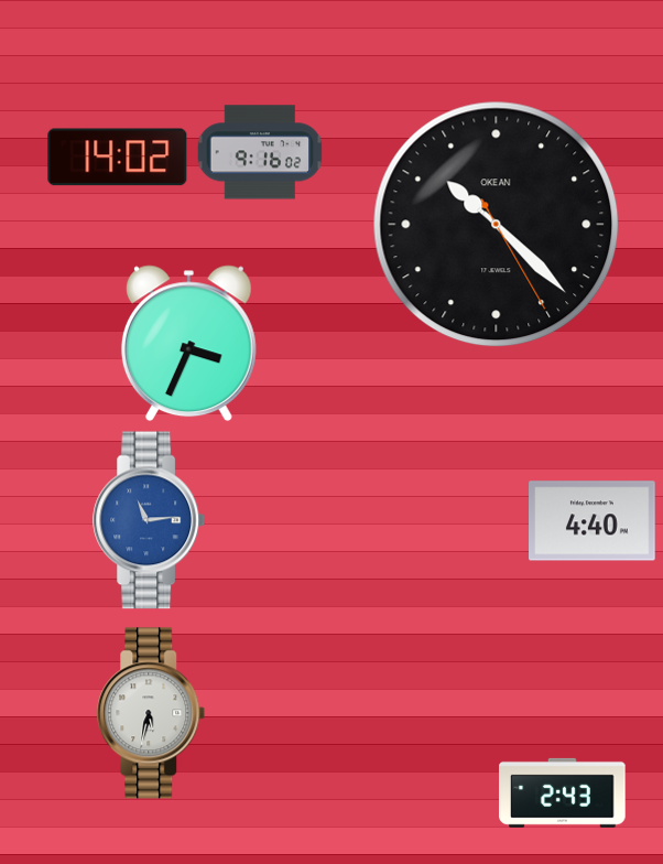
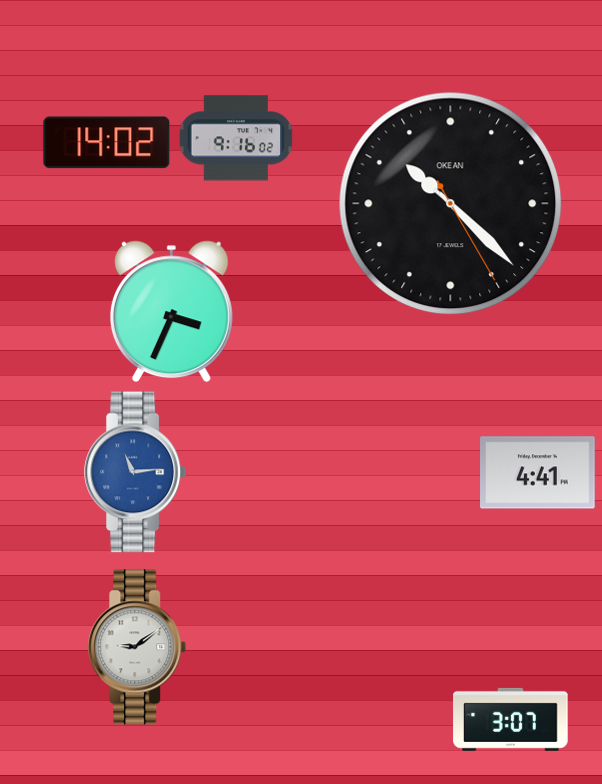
clock at (593, 521): 4:40 -> 4:41
clock at (151, 713): 5:32 -> 9:09
clock at (563, 792): 2:43 -> 3:07
